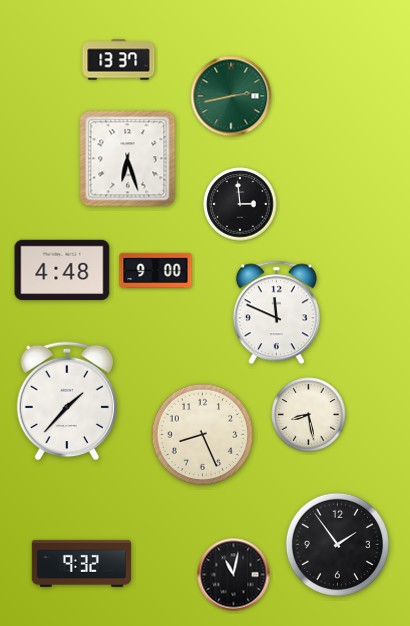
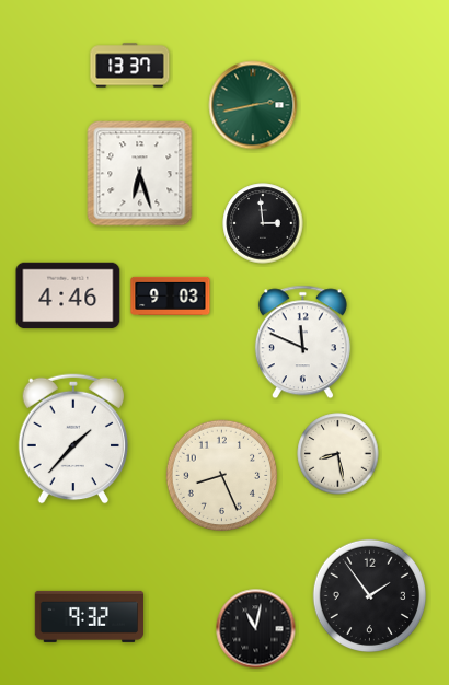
clock at (62, 270): 4:48 -> 4:46
clock at (156, 270): 9:00 -> 9:03
